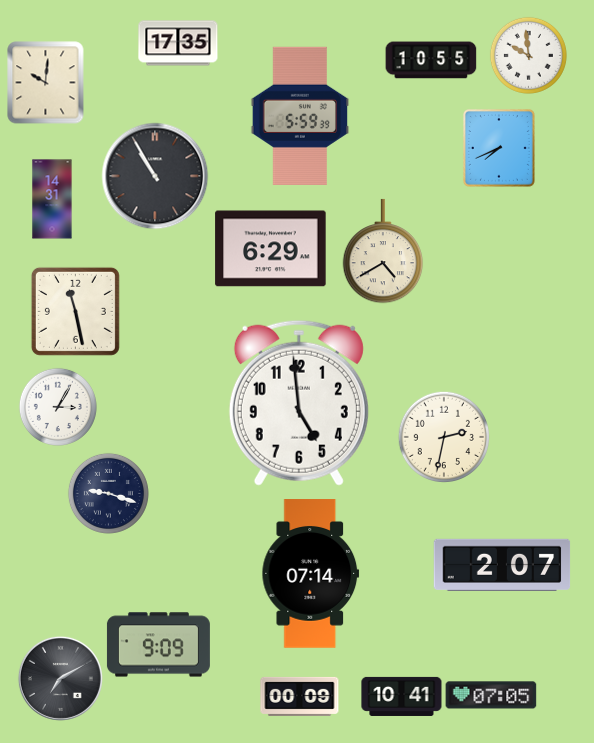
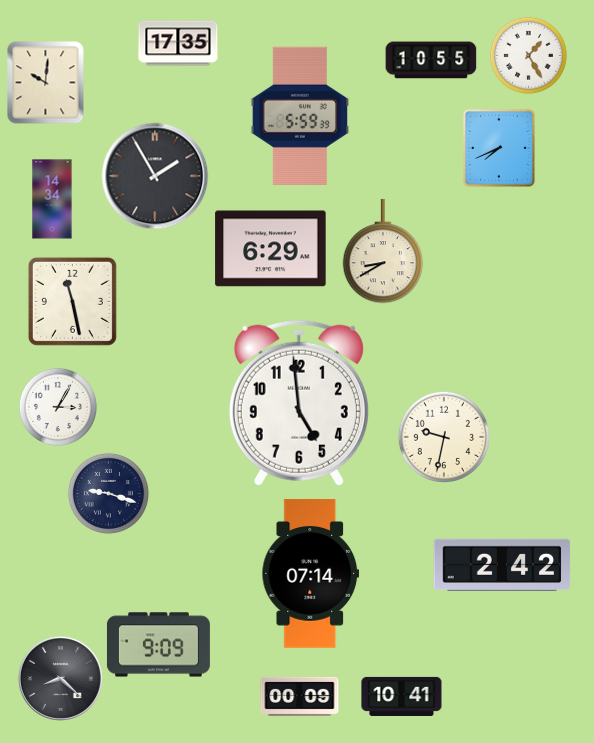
clock at (528, 55): 9:59 -> 1:25
clock at (155, 176): 10:55 -> 1:55
clock at (52, 199): 14:31 -> 14:34
clock at (383, 251): 4:40 -> 8:40
clock at (75, 311) position: (75, 311) -> (72, 301)
clock at (443, 436): 2:32 -> 9:32
clock at (502, 565): 2:07 -> 2:42
clock at (60, 678): 7:10 -> 8:22
clock at (491, 695): 07:05 -> none
